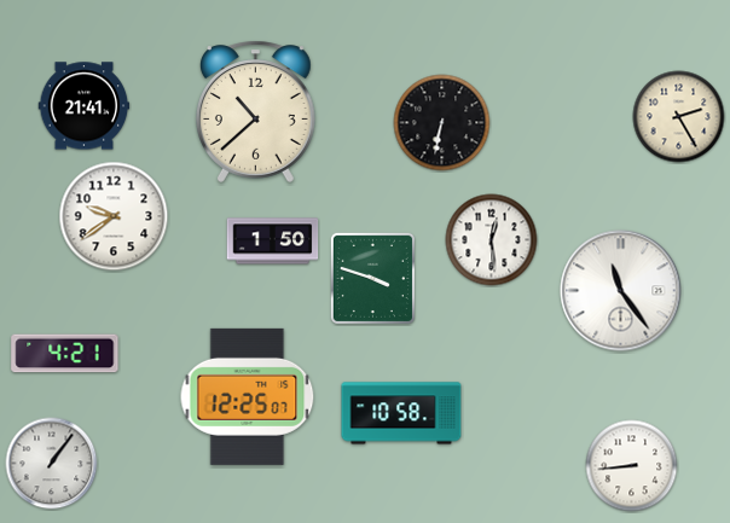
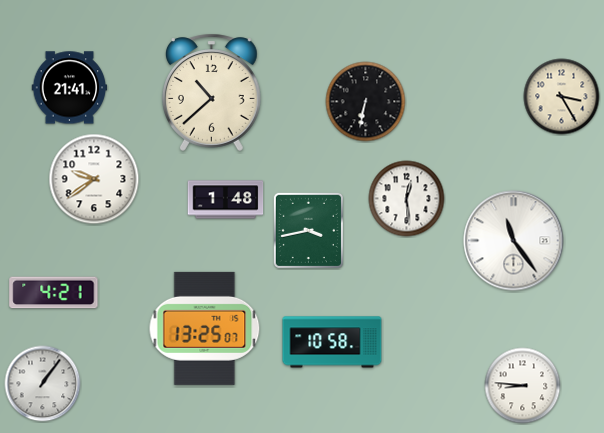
clock at (679, 117): 2:25 -> 3:25
clock at (273, 242): 1:50 -> 1:48
clock at (372, 278): 3:48 -> 3:43
clock at (248, 396): 12:25 -> 13:25
clock at (632, 466): 8:44 -> 8:46
